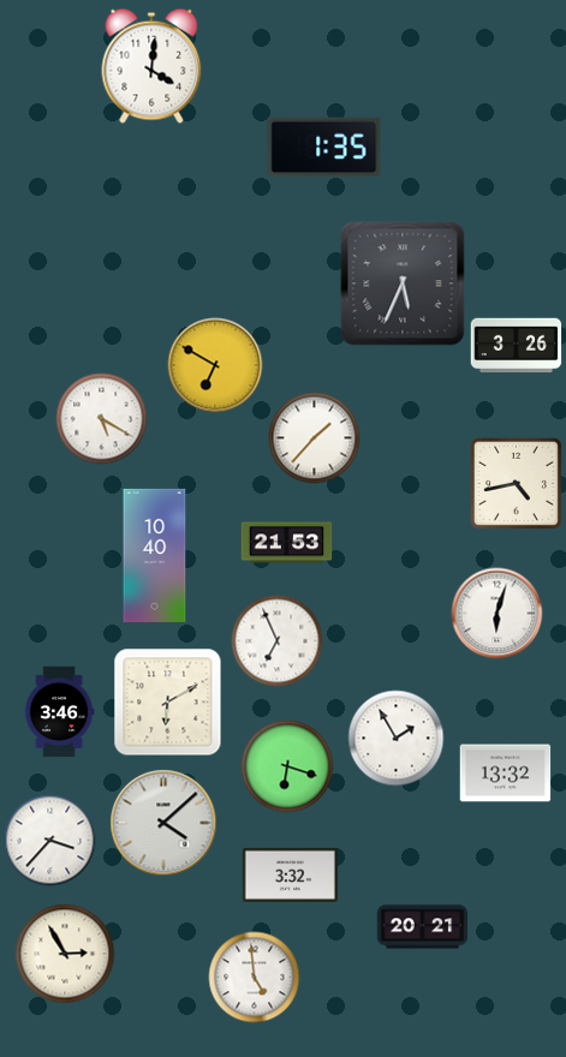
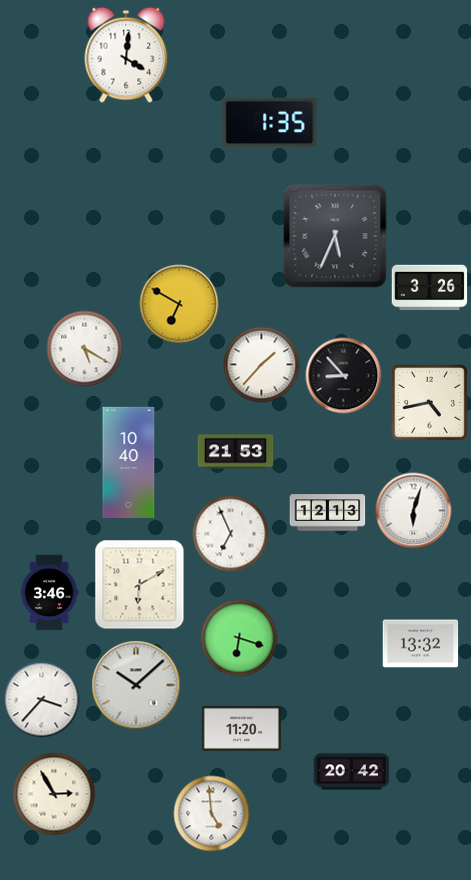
clock at (344, 376): none -> 8:53
clock at (287, 543) position: (287, 543) -> (236, 452)
clock at (328, 513): none -> 12:13
clock at (397, 739): 1:55 -> none
clock at (163, 823): 4:08 -> 10:08
clock at (290, 874): 3:32 -> 11:20
clock at (423, 927): 20:21 -> 20:42
